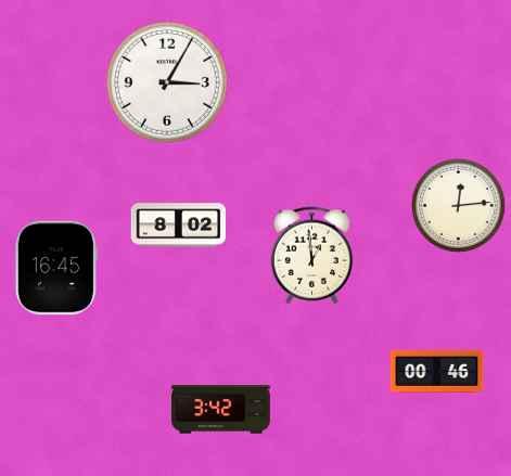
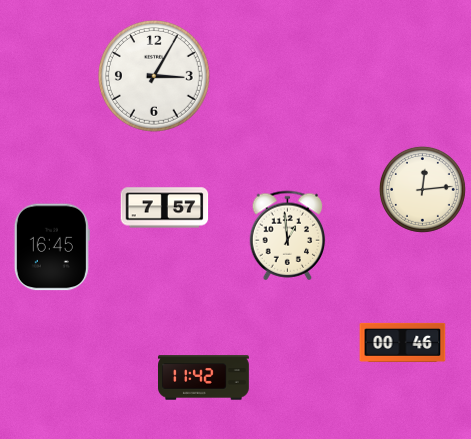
clock at (179, 226): 8:02 -> 7:57
clock at (221, 410): 3:42 -> 11:42
